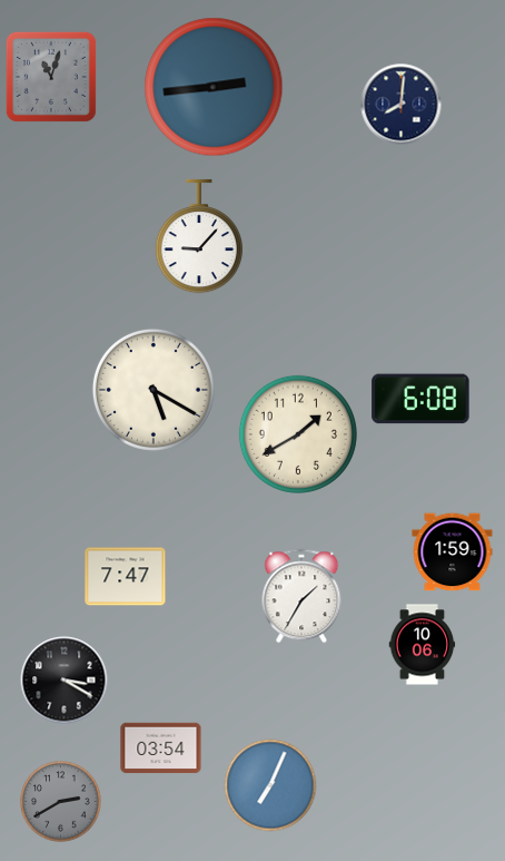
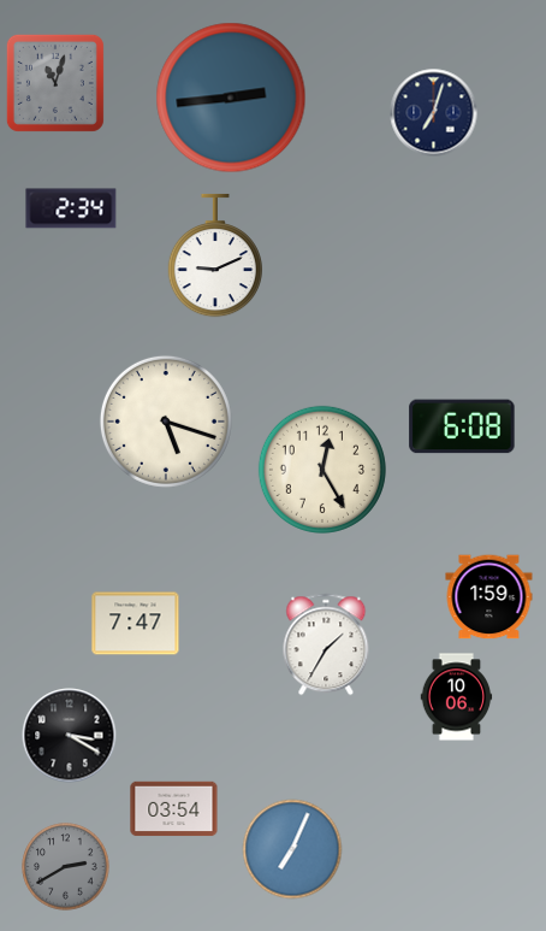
clock at (214, 87) position: (214, 87) -> (231, 98)
clock at (402, 105): 8:01 -> 7:03
clock at (71, 208): none -> 2:34
clock at (198, 236): 9:07 -> 9:11
clock at (154, 390): 5:20 -> 5:18
clock at (420, 399) position: (420, 399) -> (462, 426)
clock at (298, 434): 1:40 -> 12:25
